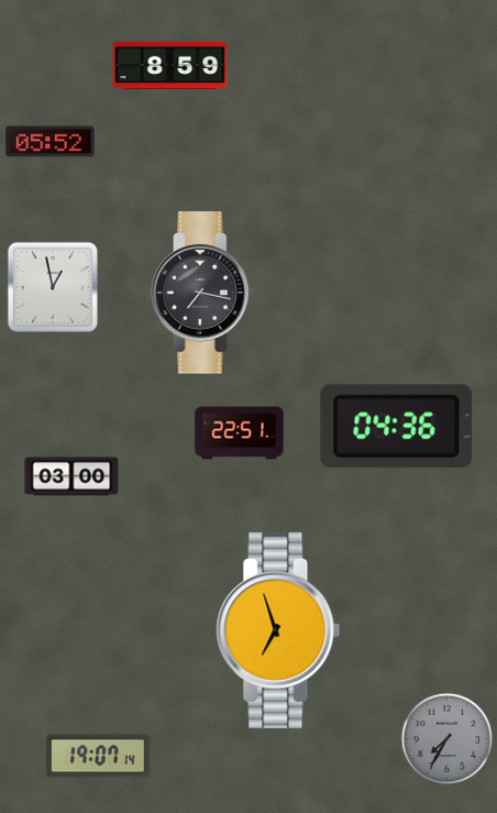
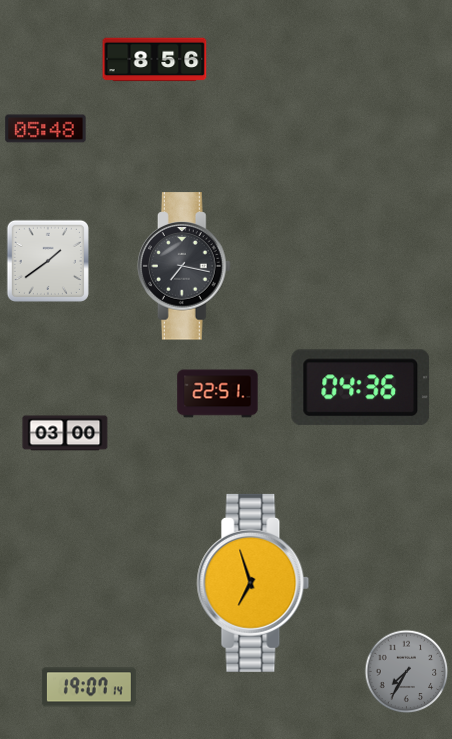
clock at (170, 66): 8:59 -> 8:56
clock at (51, 142): 05:52 -> 05:48
clock at (53, 287): 12:58 -> 1:39
clock at (278, 630) position: (278, 630) -> (253, 583)
